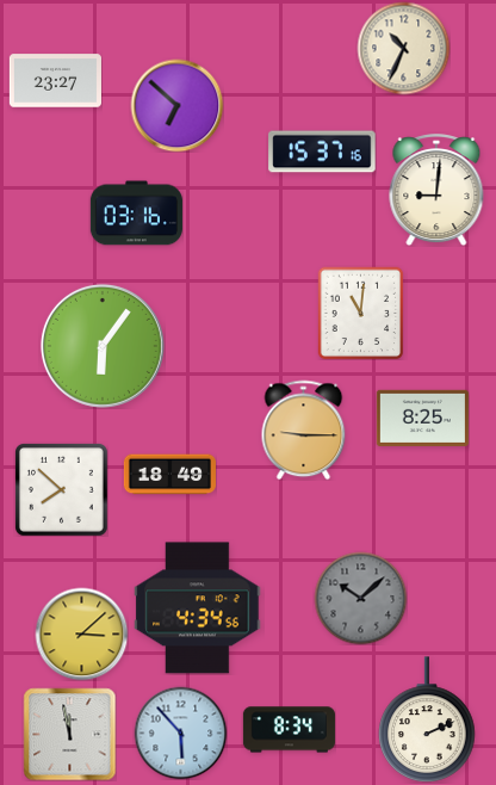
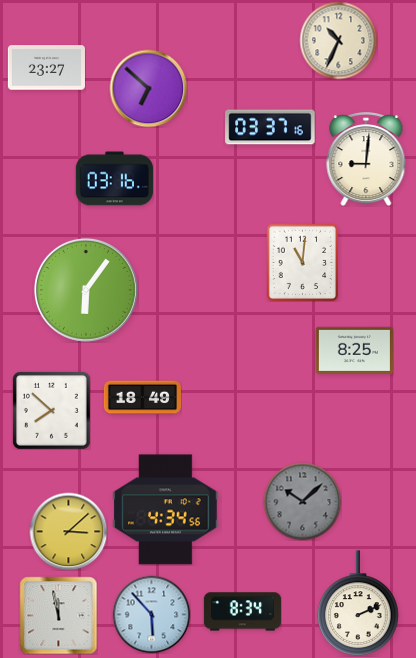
clock at (322, 152): 15:37 -> 03:37
clock at (304, 429): 9:15 -> none
